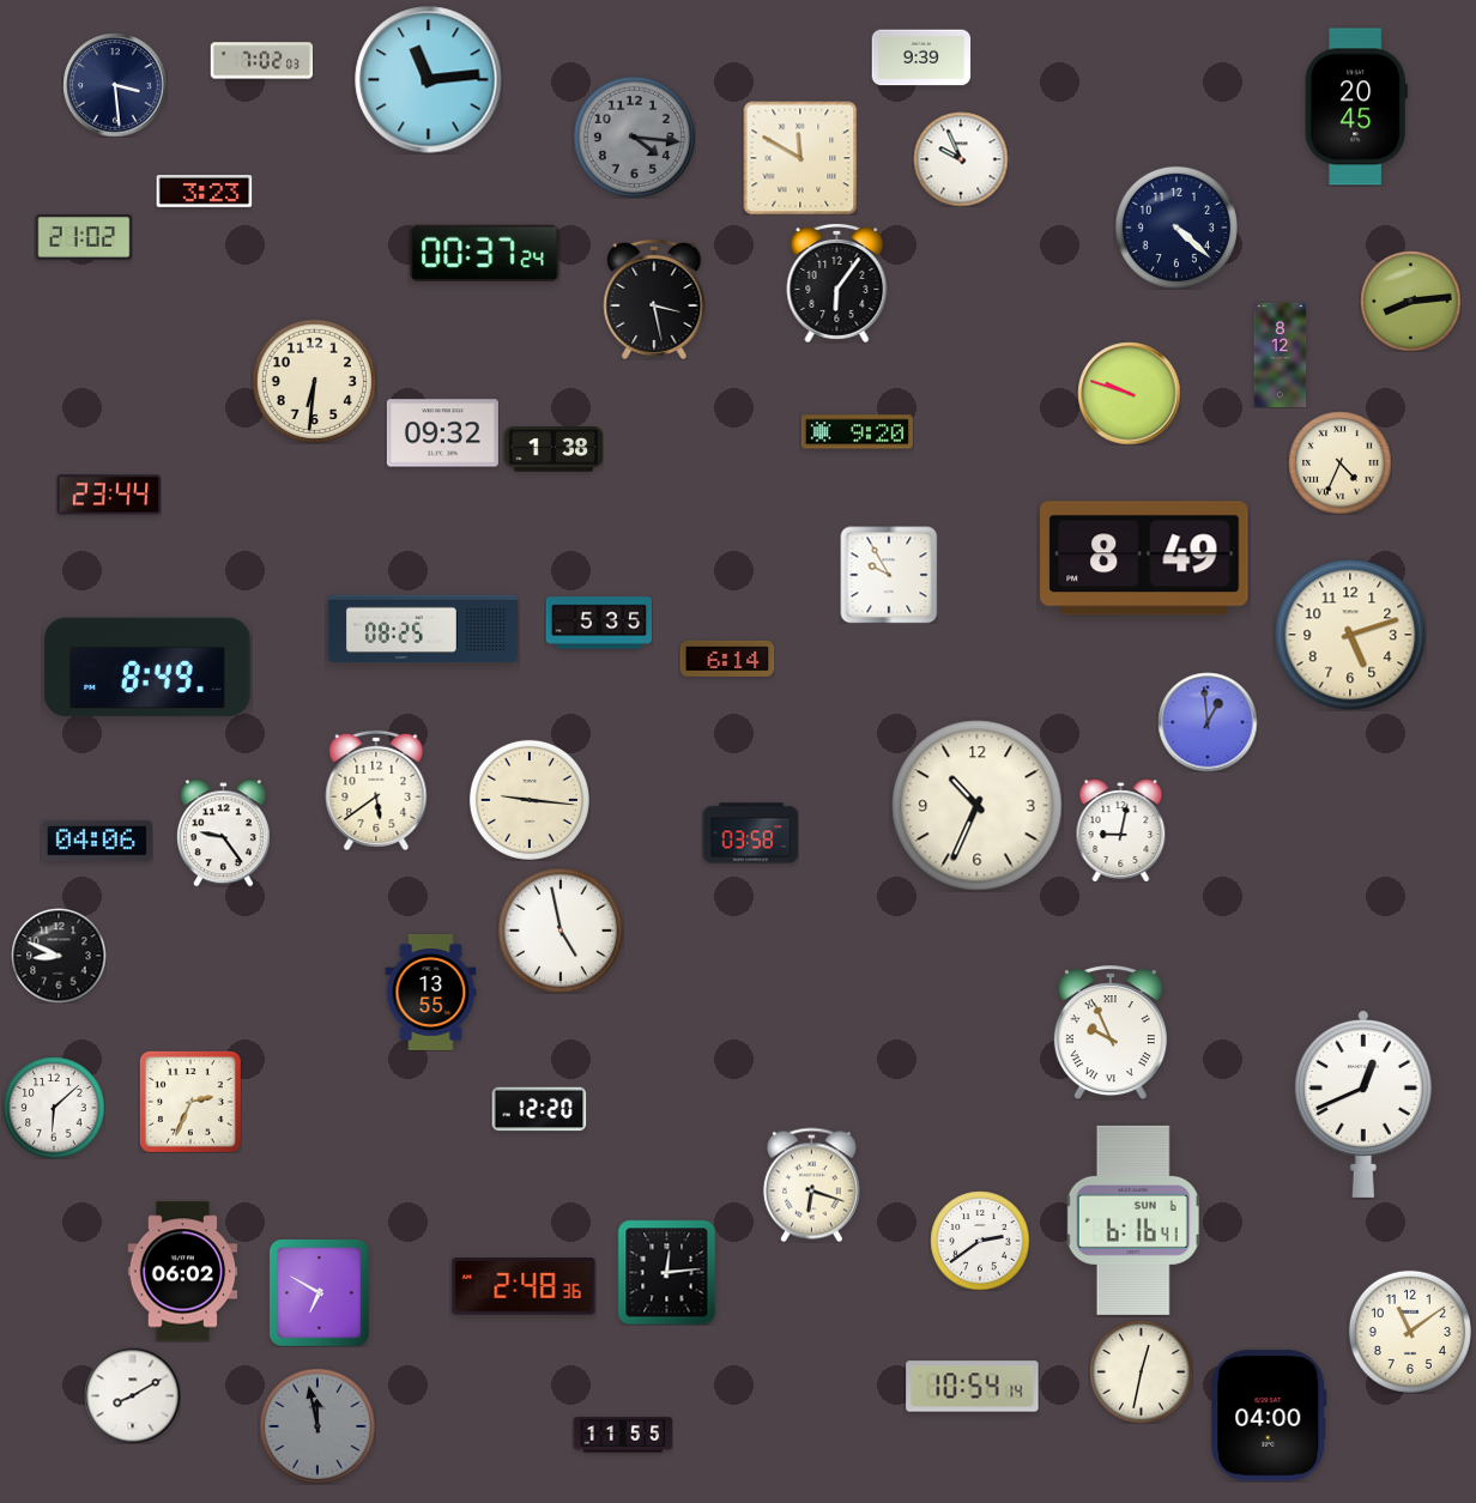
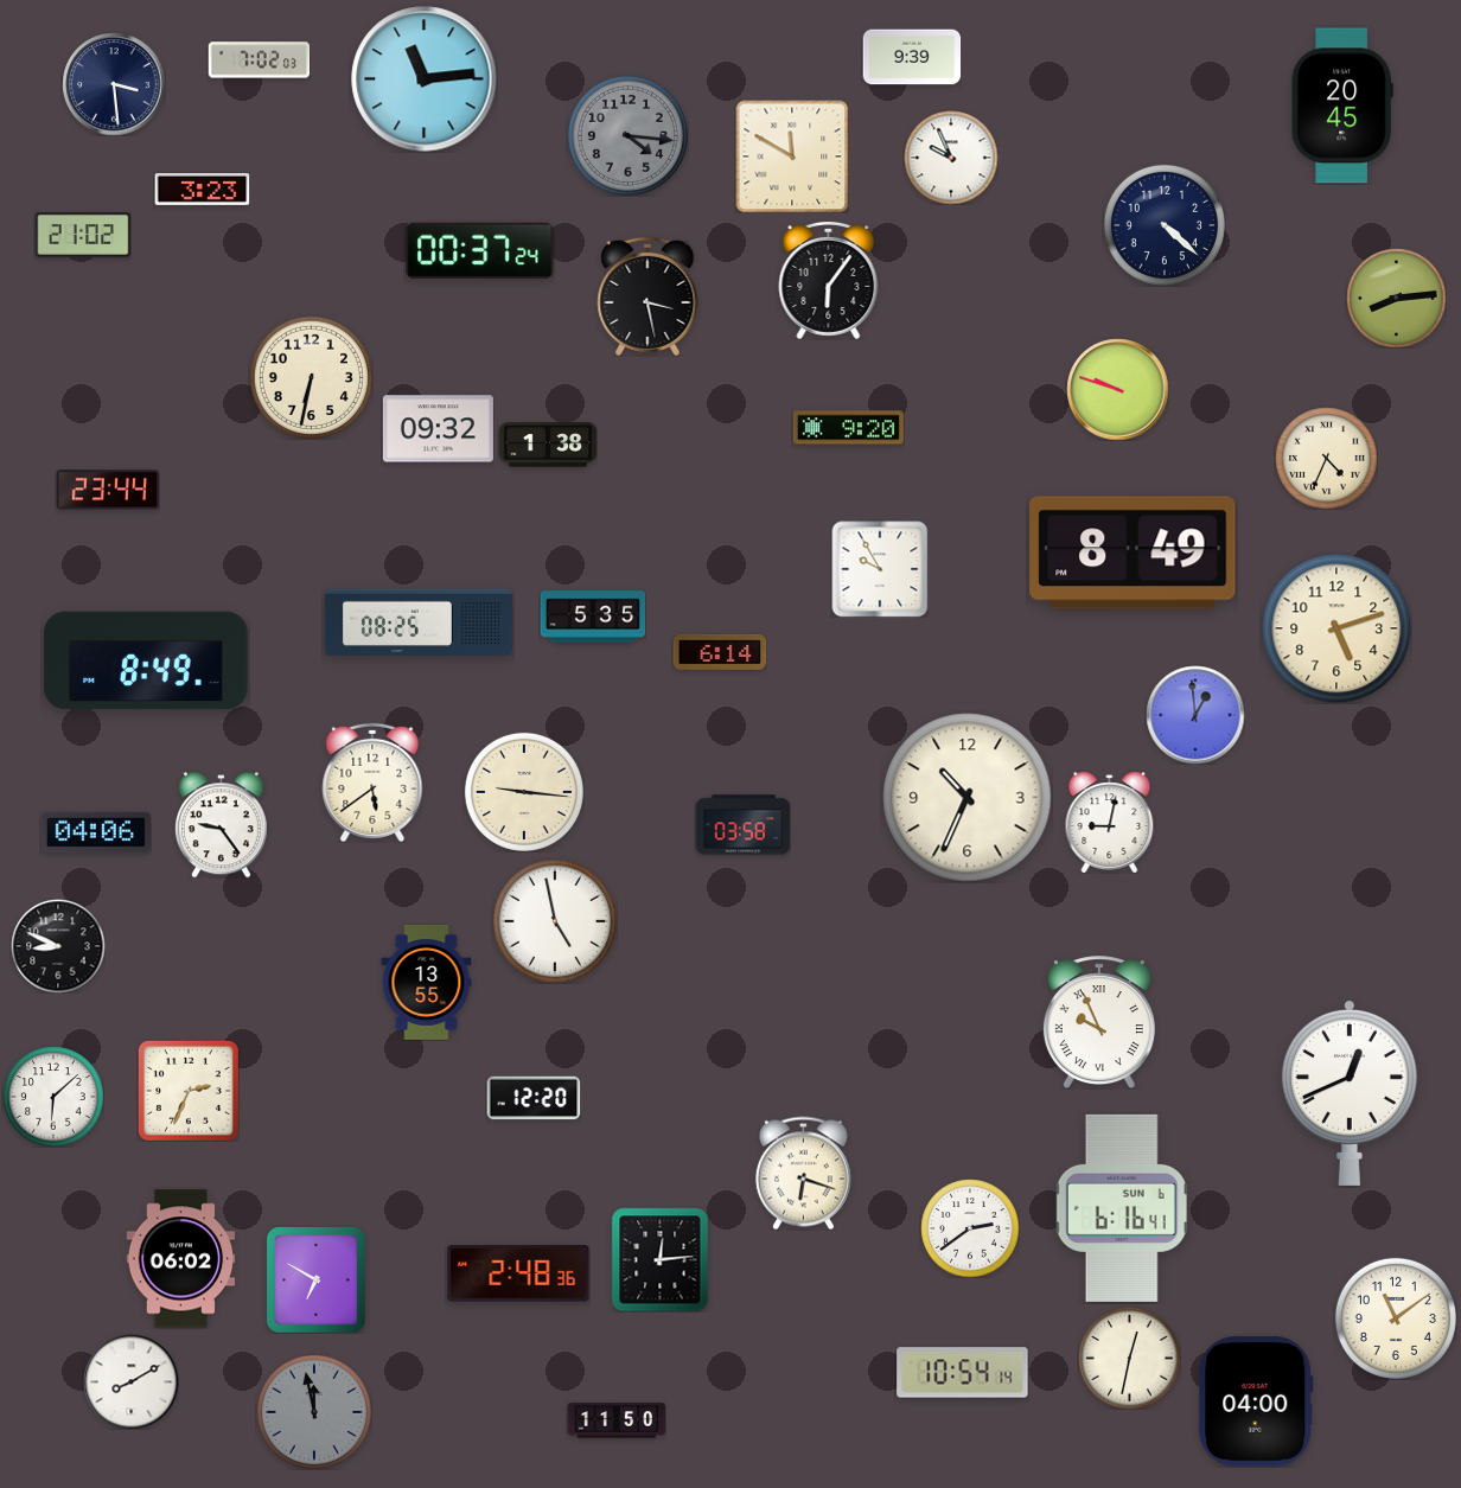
clock at (1281, 354): 8:12 -> none
clock at (314, 381): 6:31 -> 6:32
clock at (623, 1435): 11:55 -> 11:50
